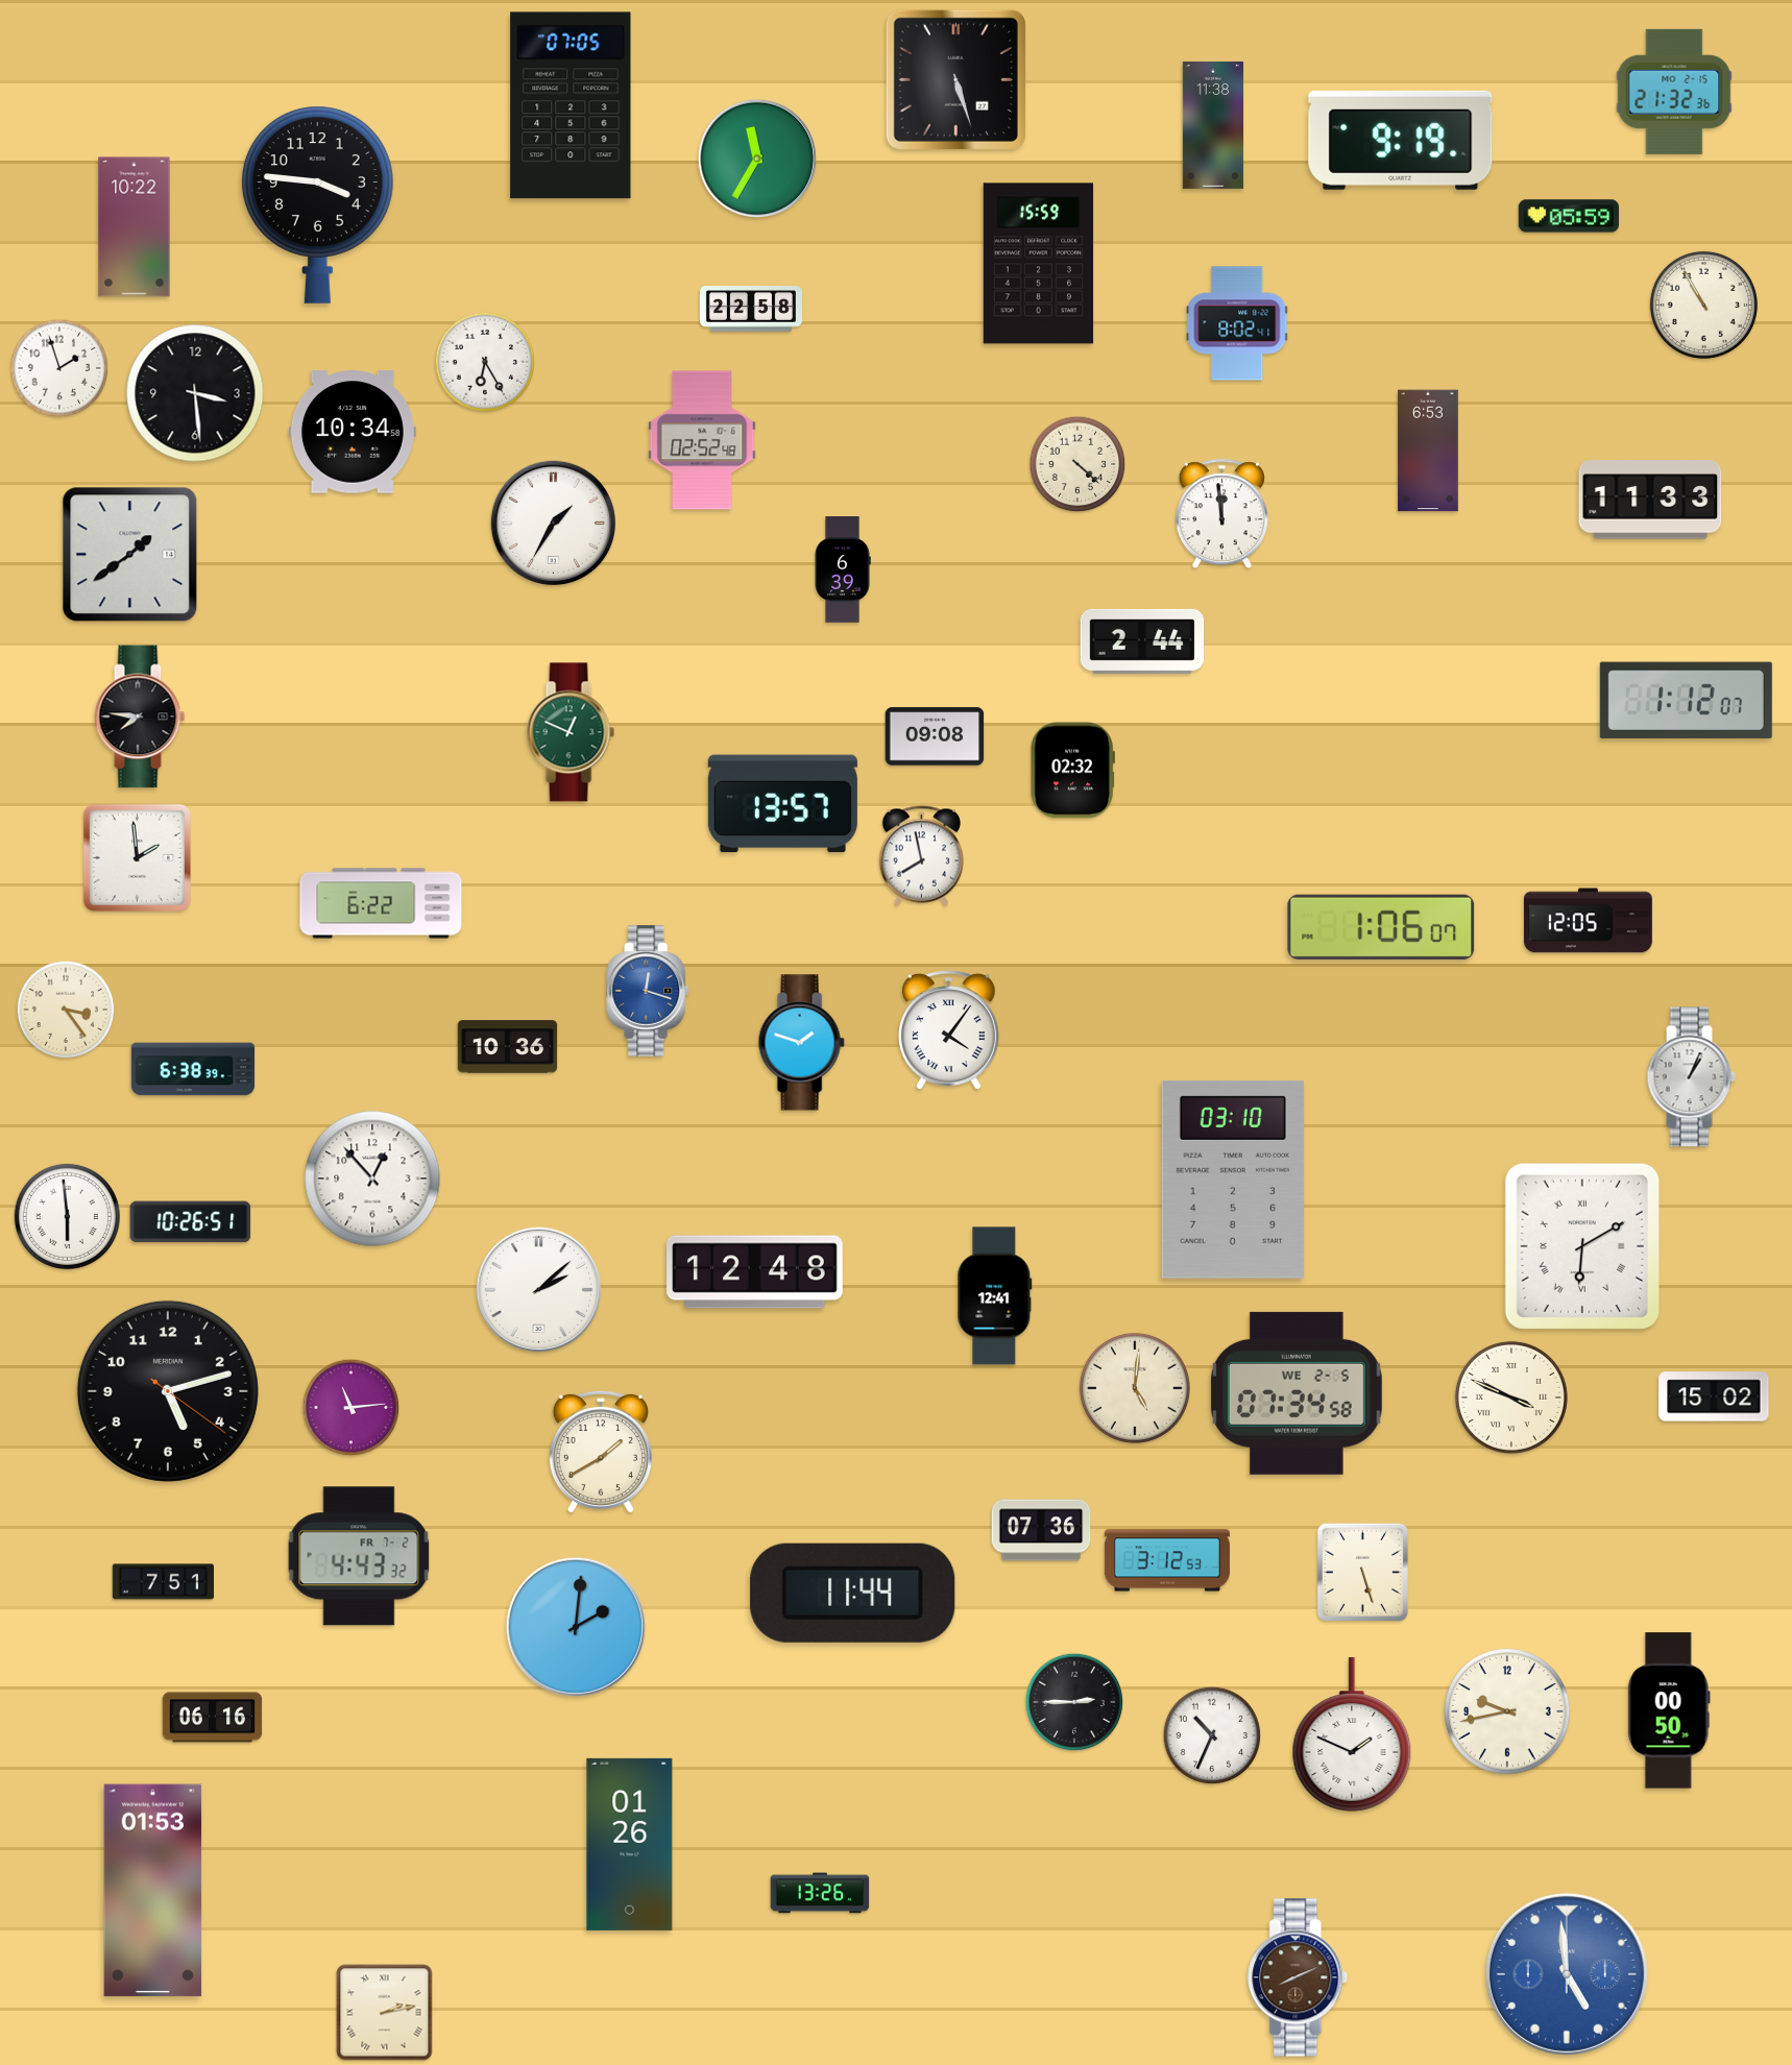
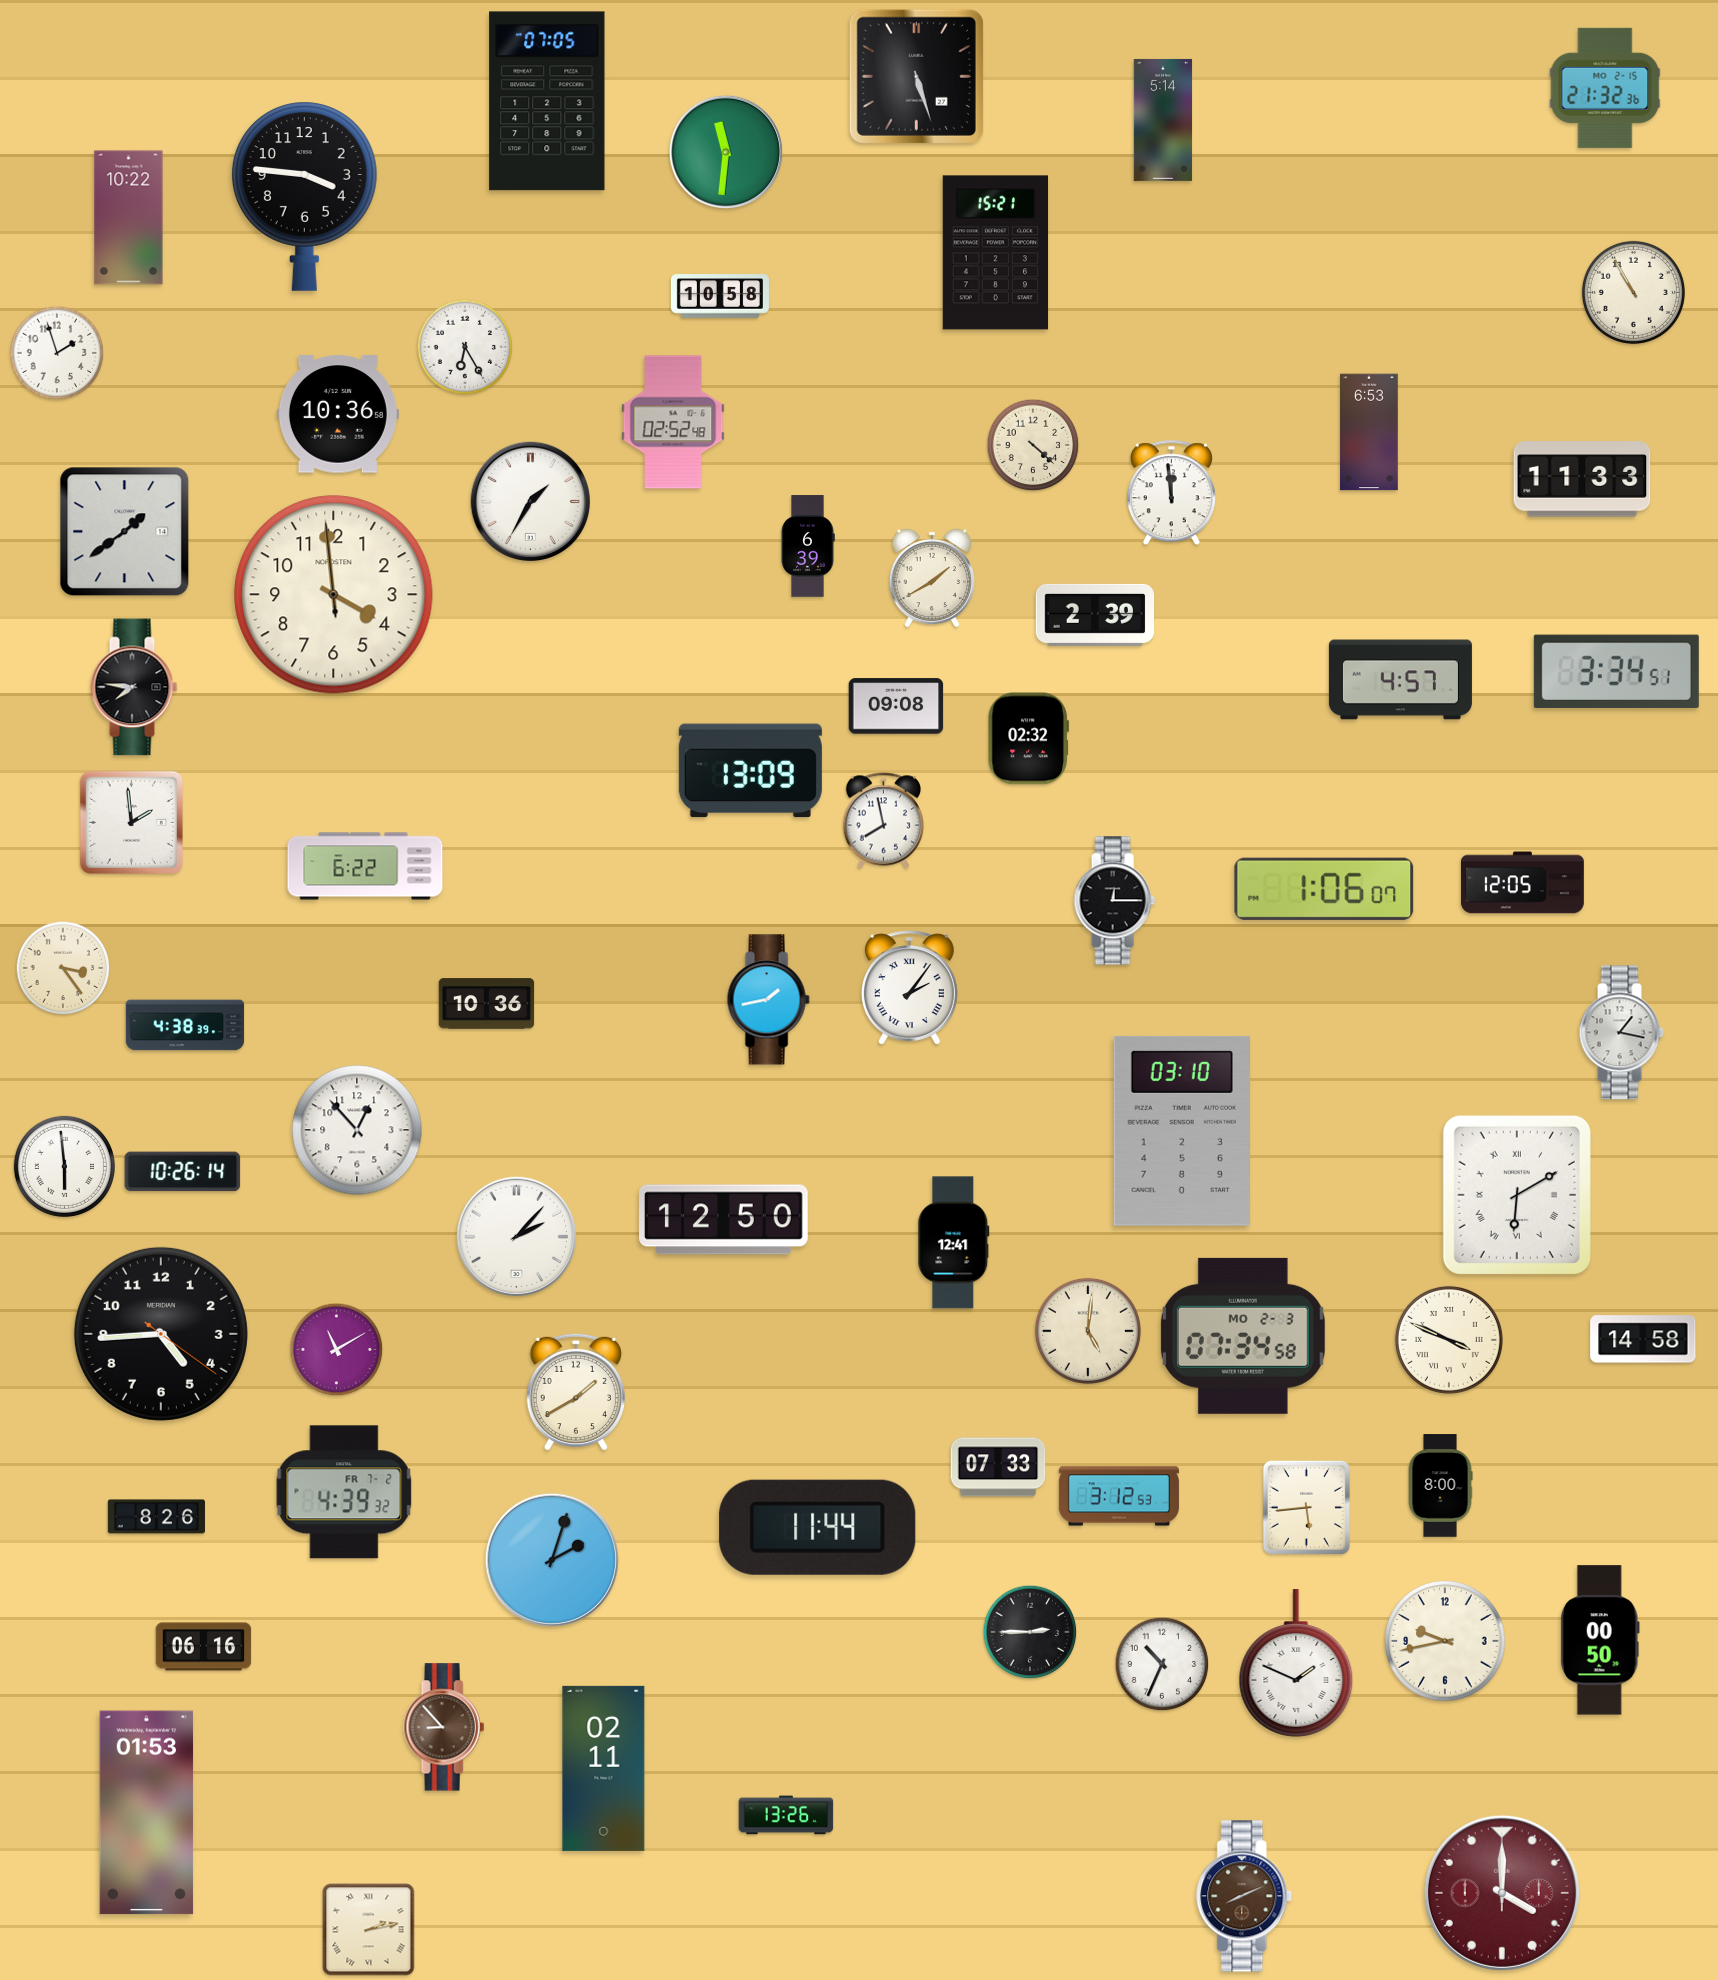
clock at (1213, 125): 11:38 -> 5:14
clock at (1401, 140): 9:19 -> none
clock at (757, 159): 11:35 -> 11:31
clock at (1569, 216): 05:59 -> none
clock at (1039, 264): 15:59 -> 15:21
clock at (751, 309): 22:58 -> 10:58
clock at (1237, 323): 8:02 -> none
clock at (195, 393): 3:29 -> none
clock at (353, 432): 10:34 -> 10:36
clock at (932, 578): none -> 1:40
clock at (334, 595): none -> 3:58
clock at (1142, 641): 2:44 -> 2:39
clock at (1686, 700): 1:12 -> 3:34
clock at (1400, 680): none -> 4:57
clock at (571, 732): 12:49 -> none
clock at (782, 804): 13:57 -> 13:09
clock at (1114, 901): none -> 12:15
clock at (649, 991): 12:18 -> none
clock at (948, 1030): 4:06 -> 2:06
clock at (801, 1043): 1:48 -> 1:43
clock at (193, 1069): 6:38 -> 4:38
clock at (1691, 1077): 1:04 -> 1:17
clock at (191, 1222): 10:26:51 -> 10:26:14
clock at (755, 1272): 12:48 -> 12:50
clock at (538, 1289): 2:08 -> 2:07
clock at (168, 1391): 5:12 -> 4:44
clock at (1297, 1393) date: WE 2-5 -> MO 2-3
clock at (1714, 1396): 15:02 -> 14:58
clock at (352, 1408): 11:14 -> 11:10
clock at (1041, 1530): 07:36 -> 07:33
clock at (1440, 1486): none -> 8:00
clock at (359, 1556): 4:43 -> 4:39
clock at (1362, 1572): 5:27 -> 5:44
clock at (163, 1582): 7:51 -> 8:26
clock at (576, 1627): 2:01 -> 2:03
clock at (444, 1727): none -> 8:53
clock at (630, 1844): 01:26 -> 02:11
clock at (1567, 1974): 4:59 -> 4:00
clock at (1567, 1974) dial: blue -> burgundy
